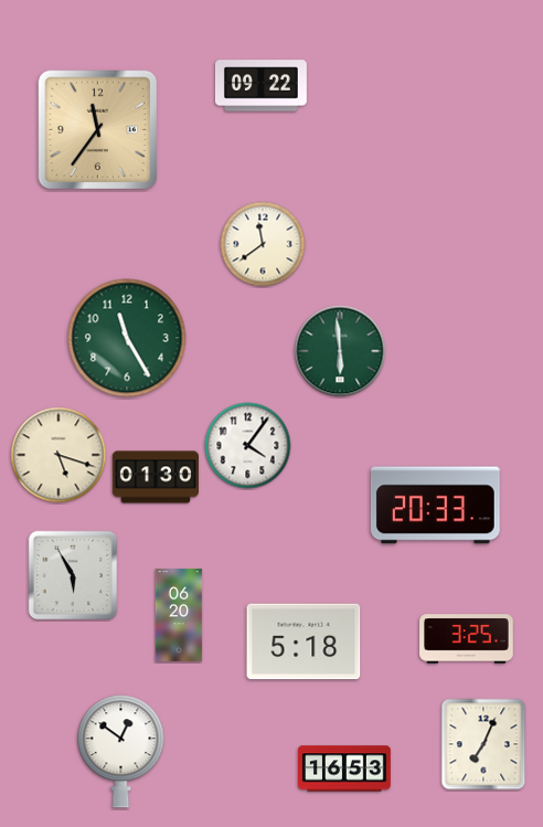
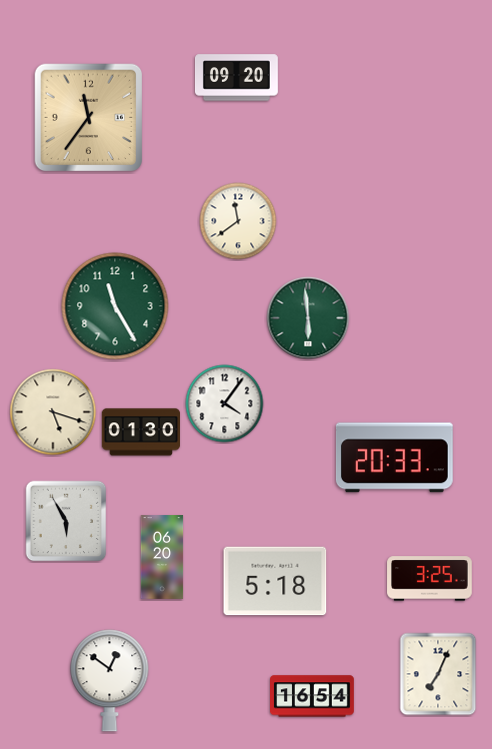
clock at (260, 86): 09:22 -> 09:20
clock at (467, 639) position: (467, 639) -> (430, 579)
clock at (345, 768): 16:53 -> 16:54
